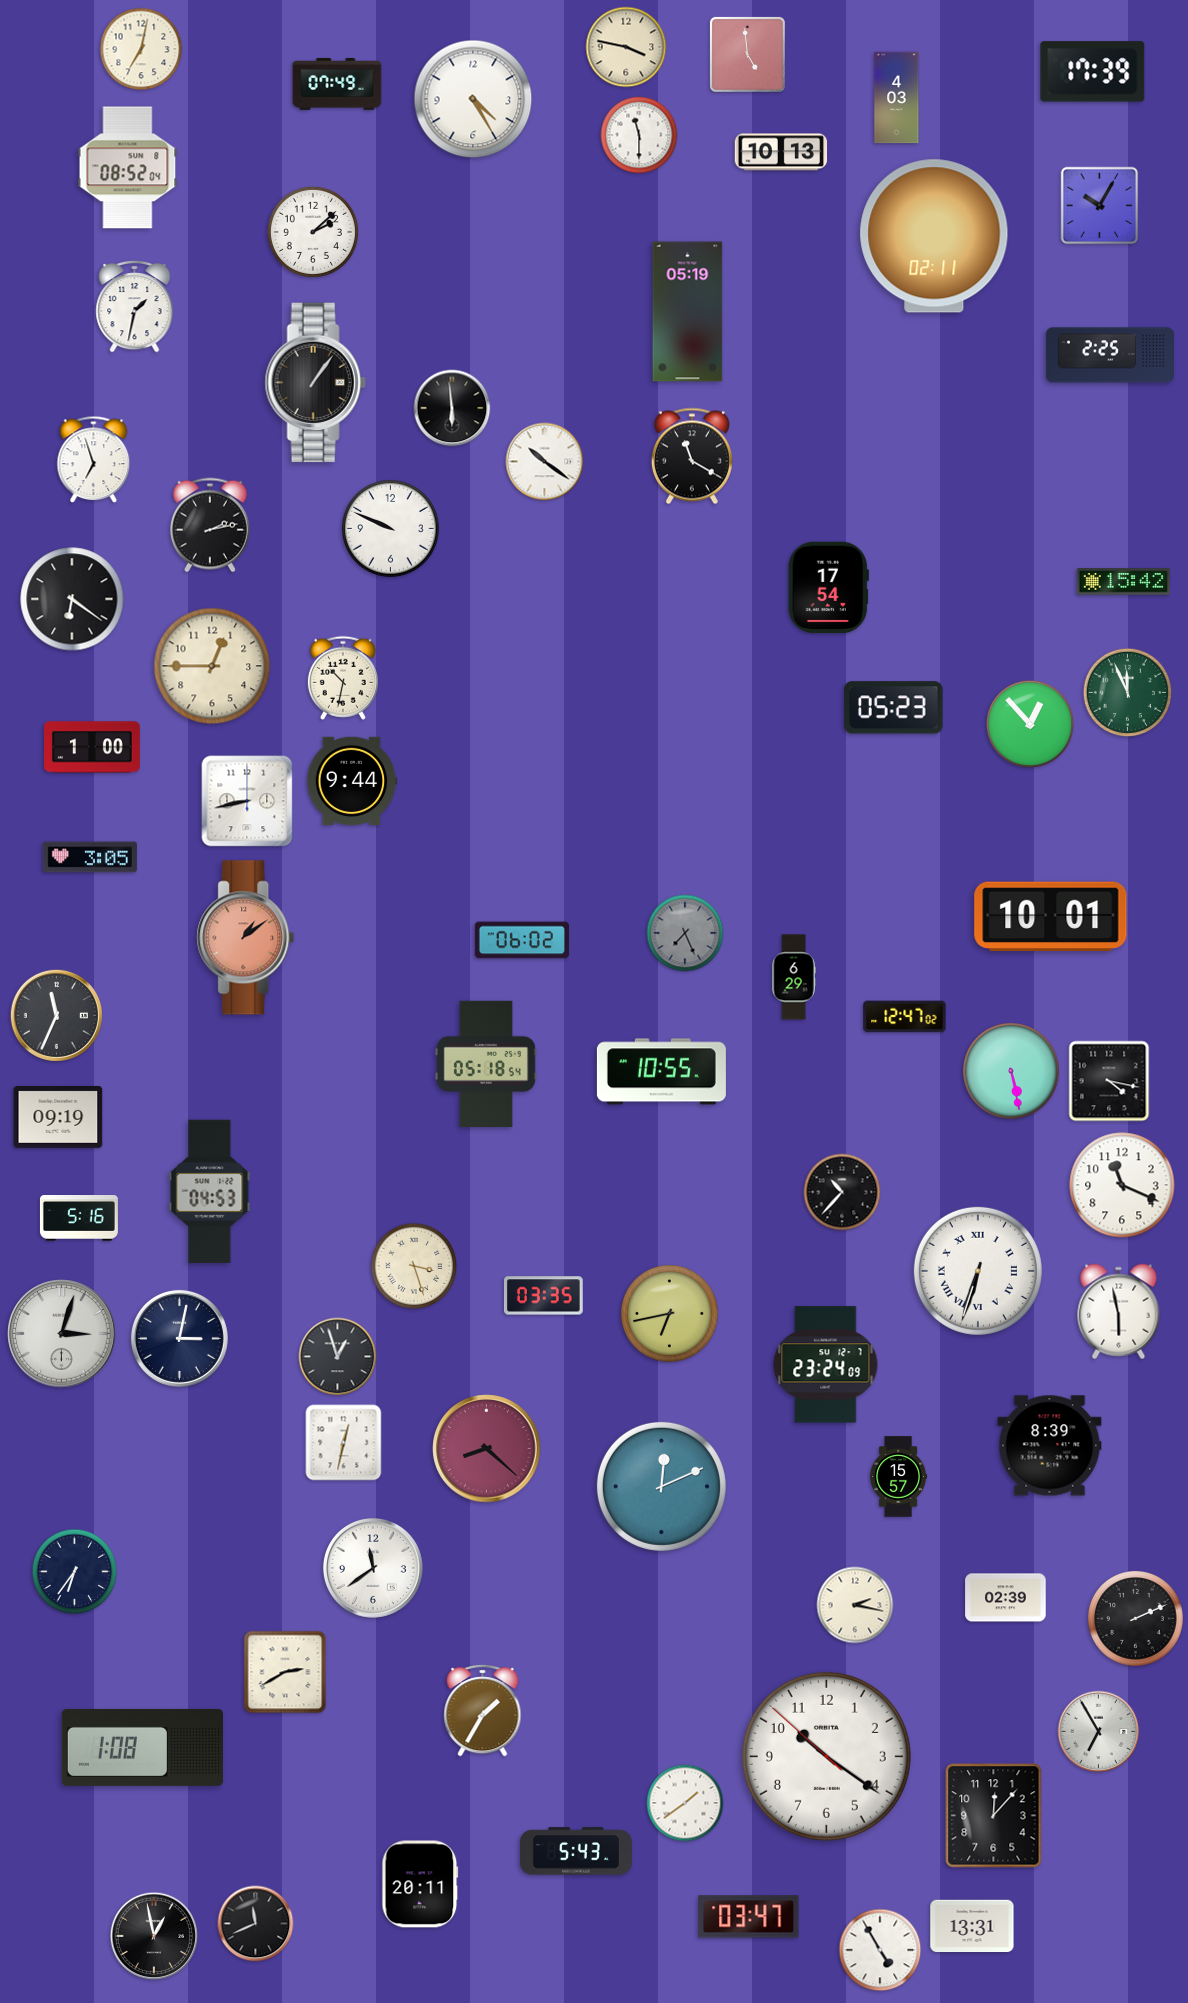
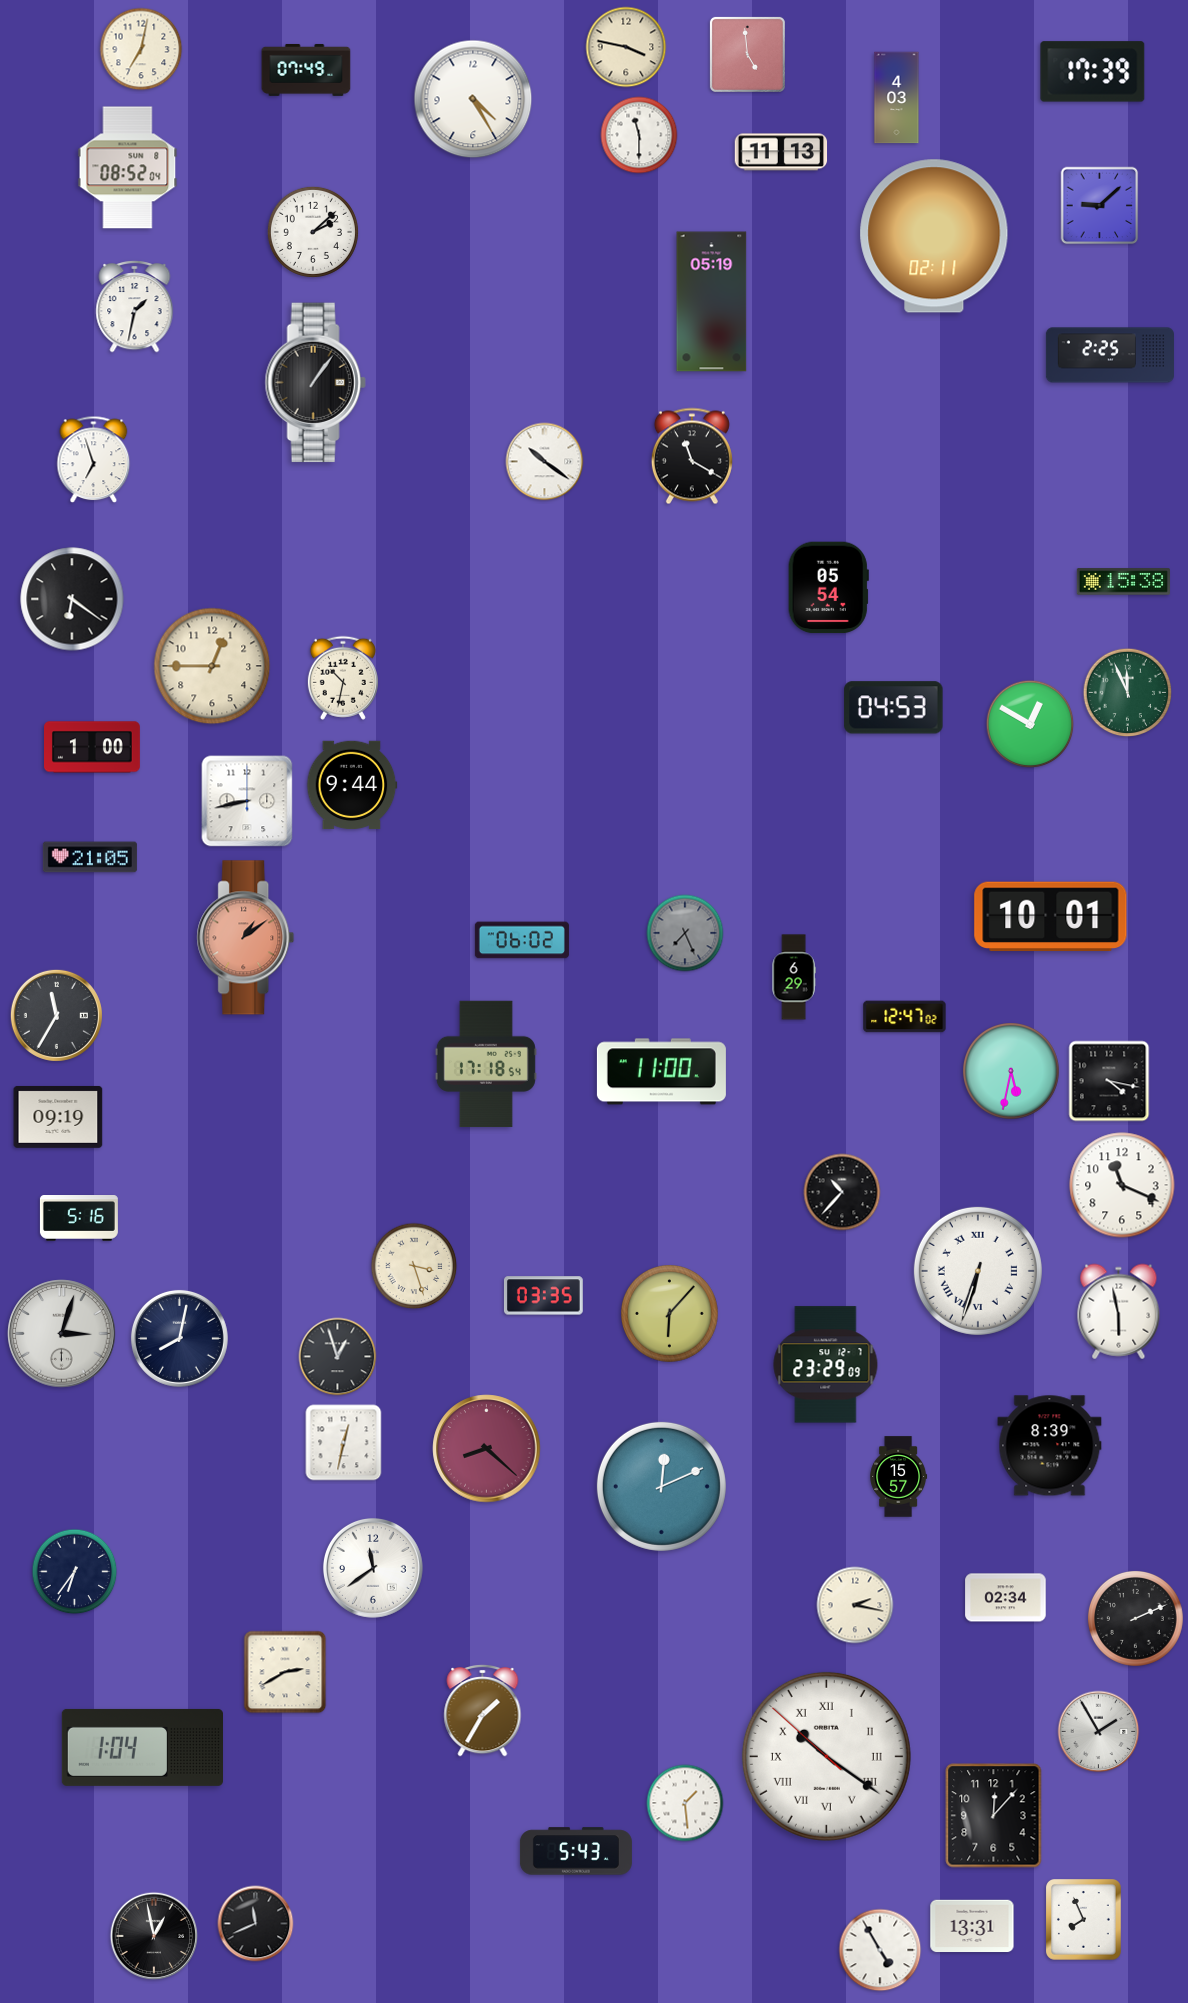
clock at (337, 84) position: (337, 84) -> (306, 70)
clock at (781, 152): 10:13 -> 11:13
clock at (1100, 206): 10:05 -> 9:08
clock at (688, 312) position: (688, 312) -> (712, 302)
clock at (452, 408): 5:59 -> none
clock at (210, 525): 2:13 -> none
clock at (391, 529): 9:49 -> none
clock at (1123, 582): 15:42 -> 15:38
clock at (828, 588): 17:54 -> 05:54
clock at (894, 708): 05:23 -> 04:53
clock at (1030, 724): 12:53 -> 12:50
clock at (352, 781) position: (352, 781) -> (352, 785)
clock at (90, 857): 3:05 -> 21:05
clock at (56, 1015): 11:34 -> 11:35
clock at (486, 1064): 05:18 -> 17:18
clock at (661, 1072): 10:55 -> 11:00
clock at (1012, 1072): 5:28 -> 5:32
clock at (210, 1192): 04:53 -> none
clock at (670, 1314): 6:43 -> 6:07
clock at (179, 1338): 3:02 -> 8:02
clock at (826, 1365): 23:24 -> 23:29
clock at (1006, 1598): 02:39 -> 02:34
clock at (1099, 1732): 6:55 -> 1:55
clock at (142, 1747): 1:08 -> 1:04
clock at (826, 1756) numerals: Arabic -> Roman
clock at (685, 1803): 1:39 -> 1:29
clock at (420, 1884): 20:11 -> none
clock at (749, 1917): 03:47 -> none
clock at (1084, 1920): none -> 7:56
